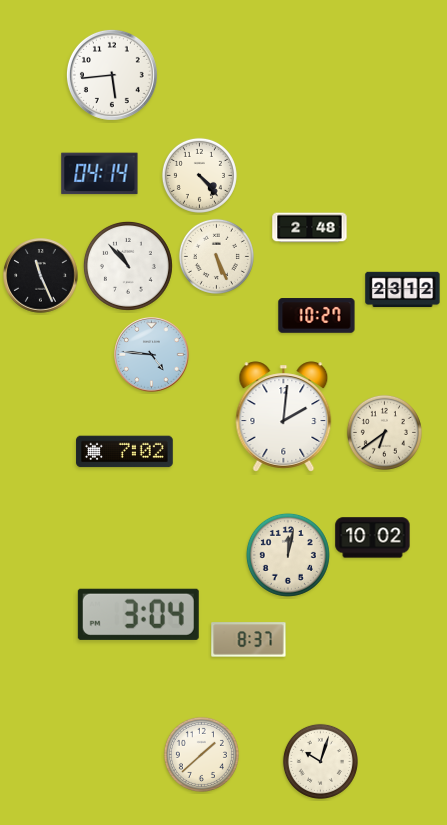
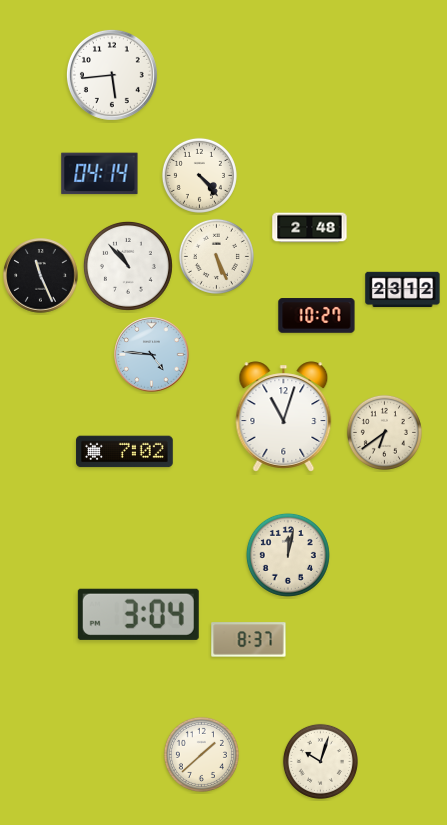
clock at (284, 417): 2:01 -> 11:03
clock at (373, 538): 10:02 -> none
